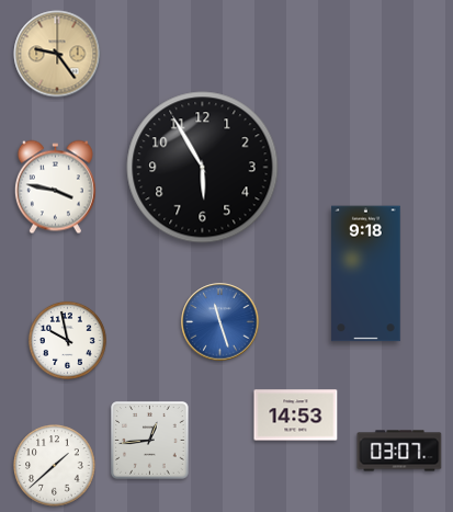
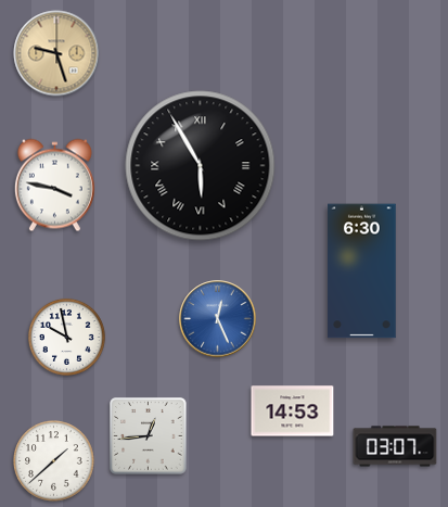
clock at (57, 54): 9:24 -> 9:27
clock at (203, 168) numerals: Arabic -> Roman
clock at (366, 274): 9:18 -> 6:30
clock at (220, 322): 11:27 -> 12:26
